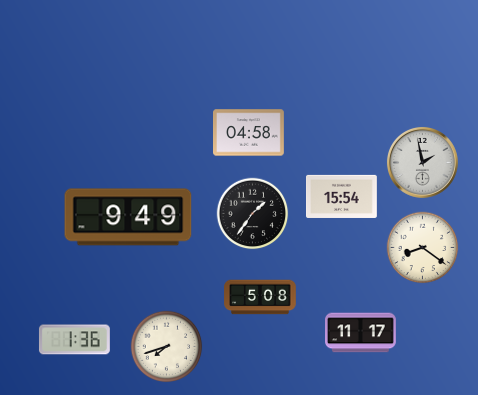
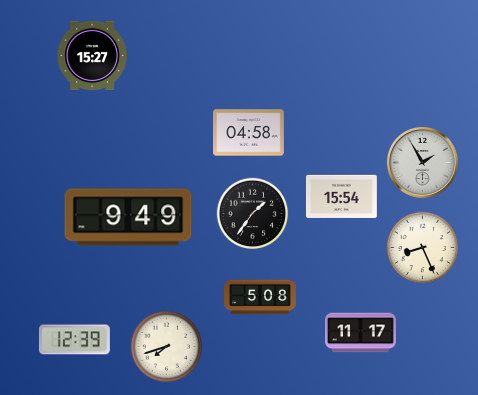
clock at (92, 56): none -> 15:27
clock at (422, 162): 1:58 -> 1:55
clock at (423, 248): 8:21 -> 8:26
clock at (74, 340): 1:36 -> 12:39
